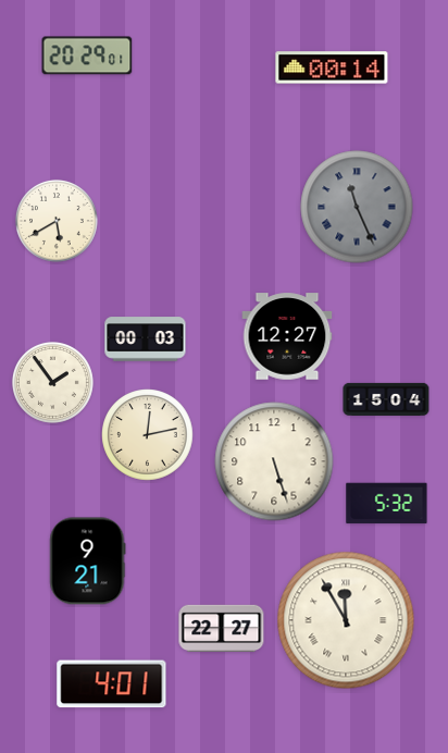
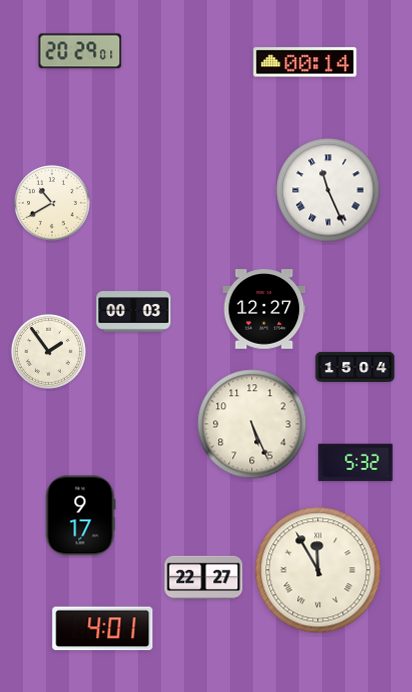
clock at (357, 207) dial: grey -> white
clock at (57, 221): 5:40 -> 10:40
clock at (148, 435): 12:13 -> none
clock at (274, 461): 5:27 -> 5:26
clock at (87, 561): 9:21 -> 9:17
